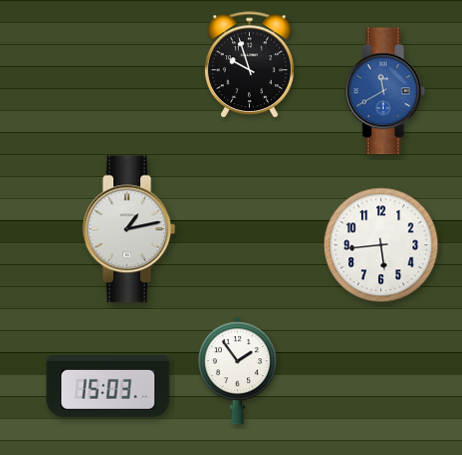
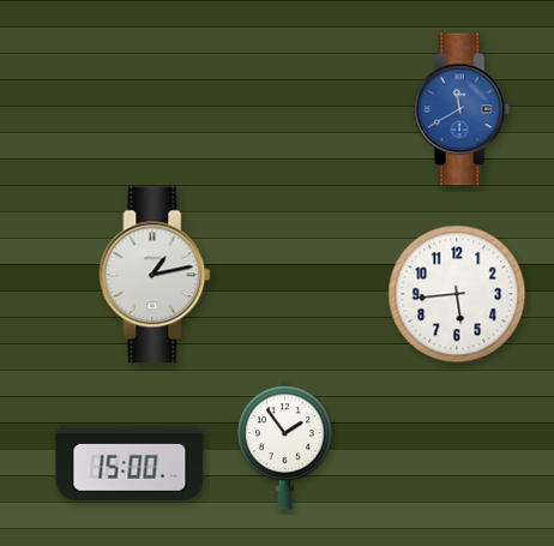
clock at (250, 65): 9:57 -> none
clock at (108, 386): 15:03 -> 15:00
